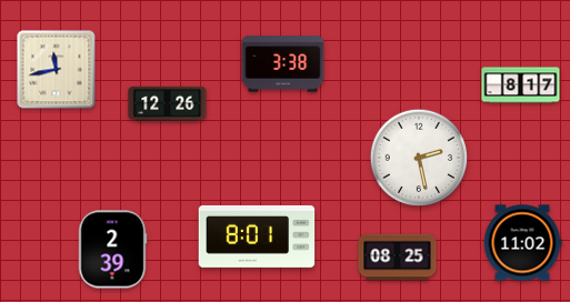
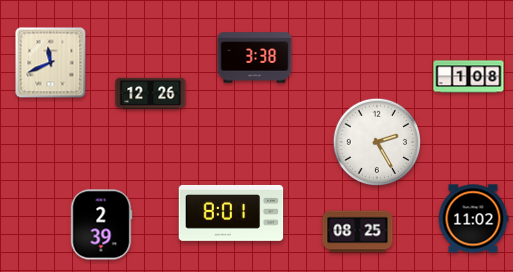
clock at (57, 70): 11:43 -> 11:41
clock at (521, 85): 8:17 -> 1:08
clock at (418, 157): 2:28 -> 2:25
clock at (522, 243) position: (522, 243) -> (473, 219)
